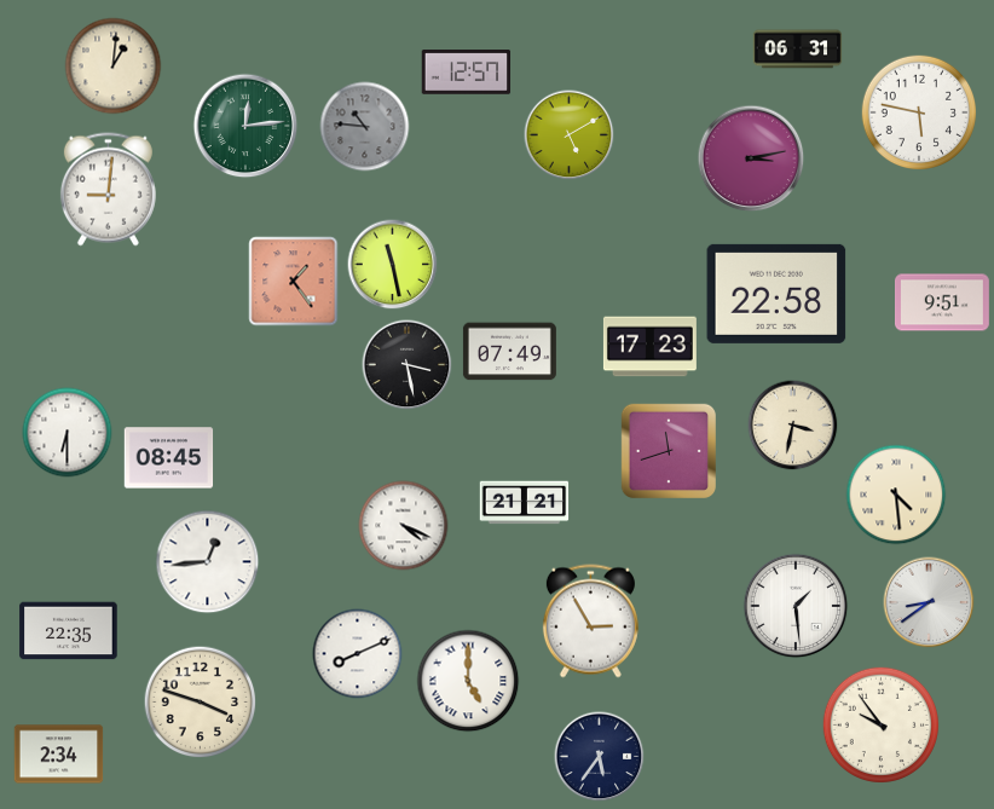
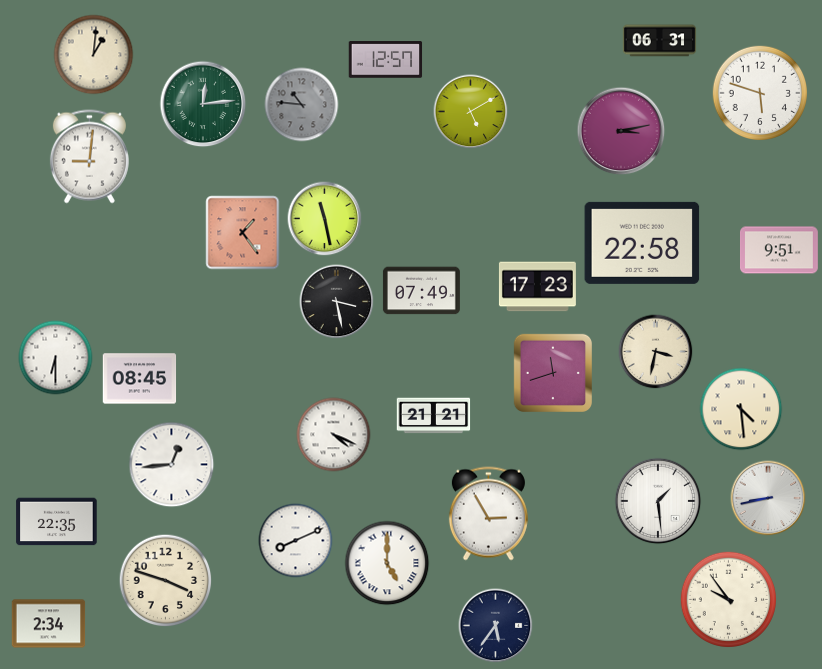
clock at (918, 111): 5:47 -> 5:48
clock at (929, 602): 8:39 -> 8:43
